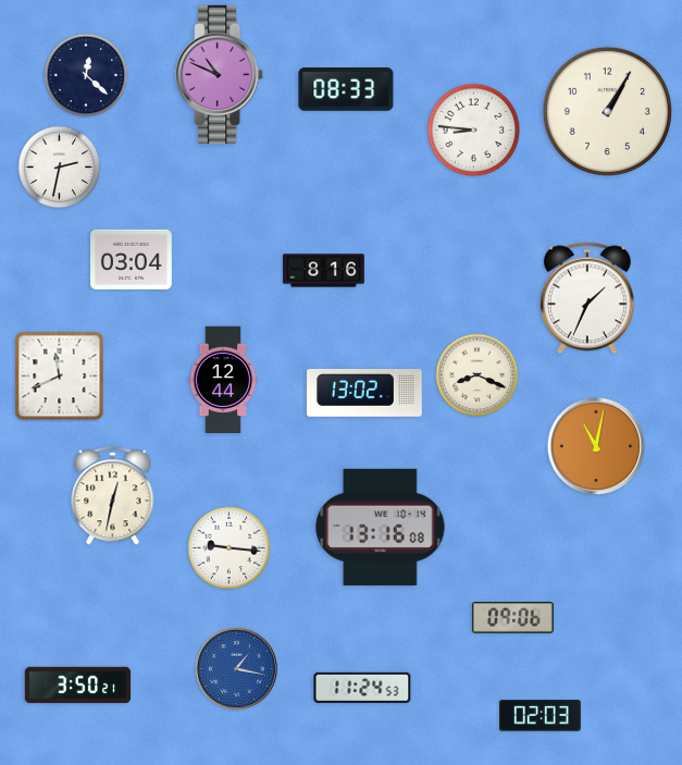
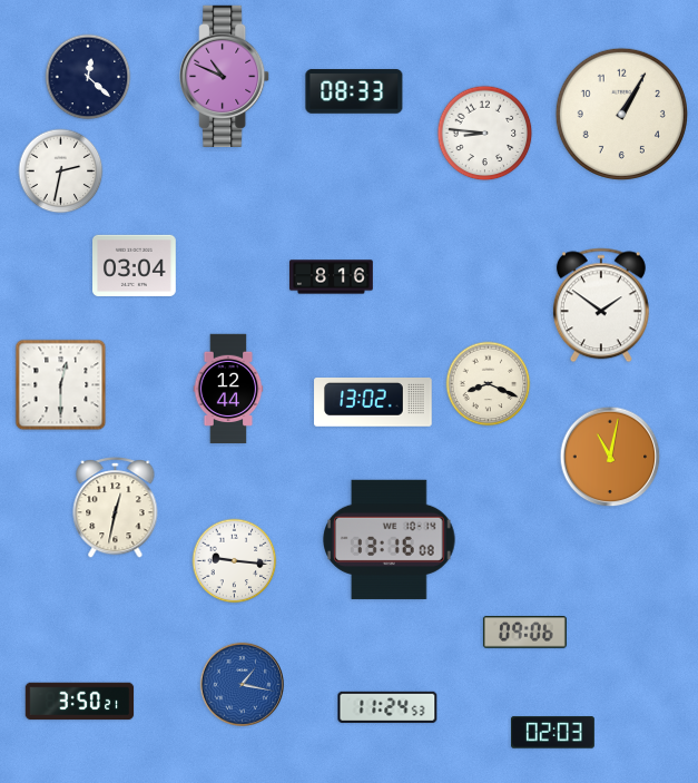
clock at (587, 298): 1:34 -> 1:51
clock at (60, 377): 11:41 -> 12:30
clock at (362, 688) position: (362, 688) -> (387, 707)
